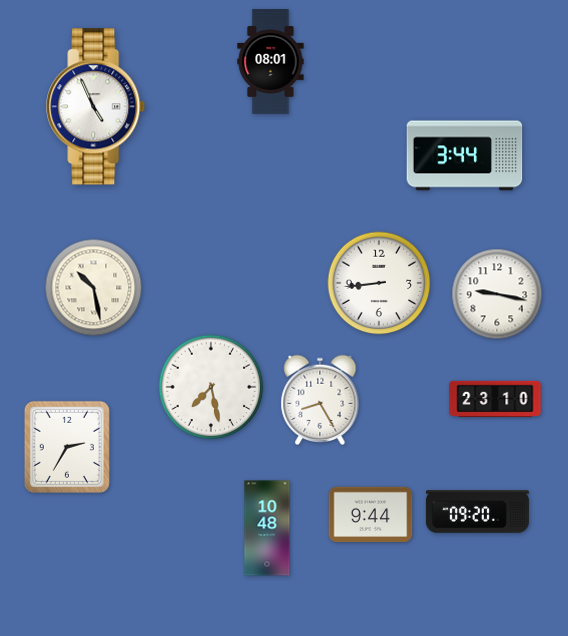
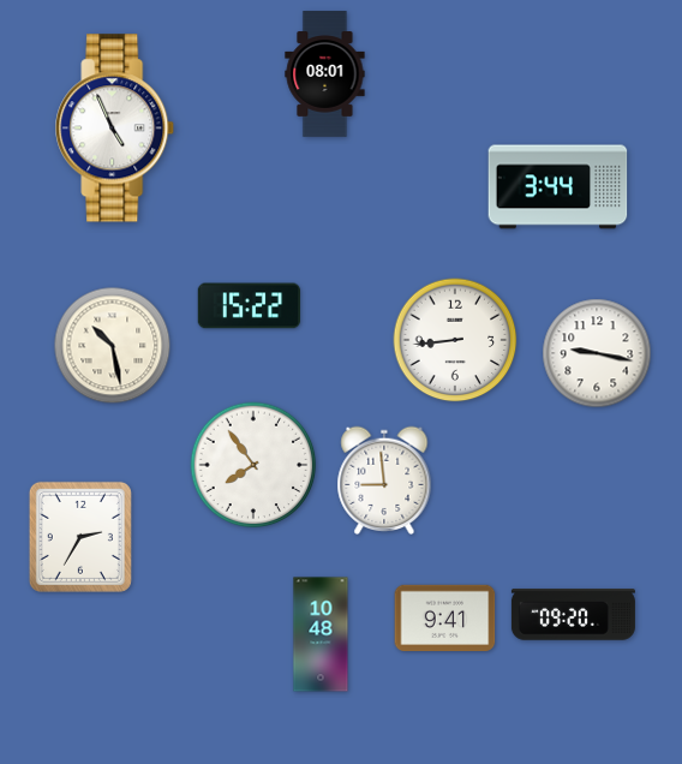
clock at (250, 306): none -> 15:22
clock at (211, 387): 7:28 -> 7:54
clock at (495, 399): 23:10 -> none
clock at (320, 400): 8:25 -> 8:59
clock at (371, 514): 9:44 -> 9:41
